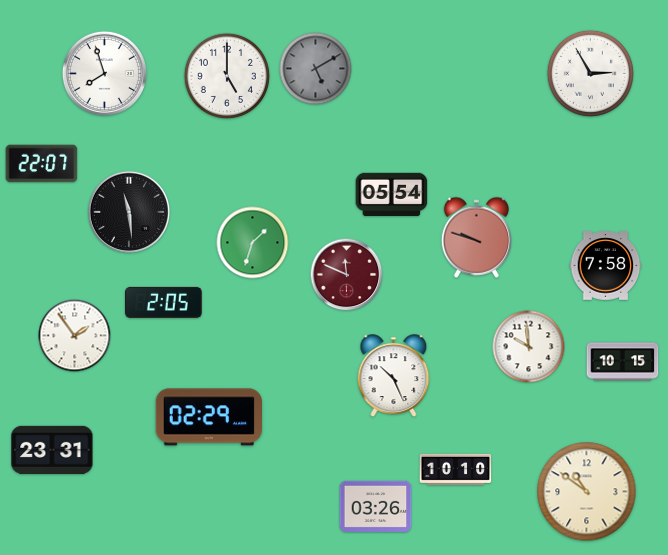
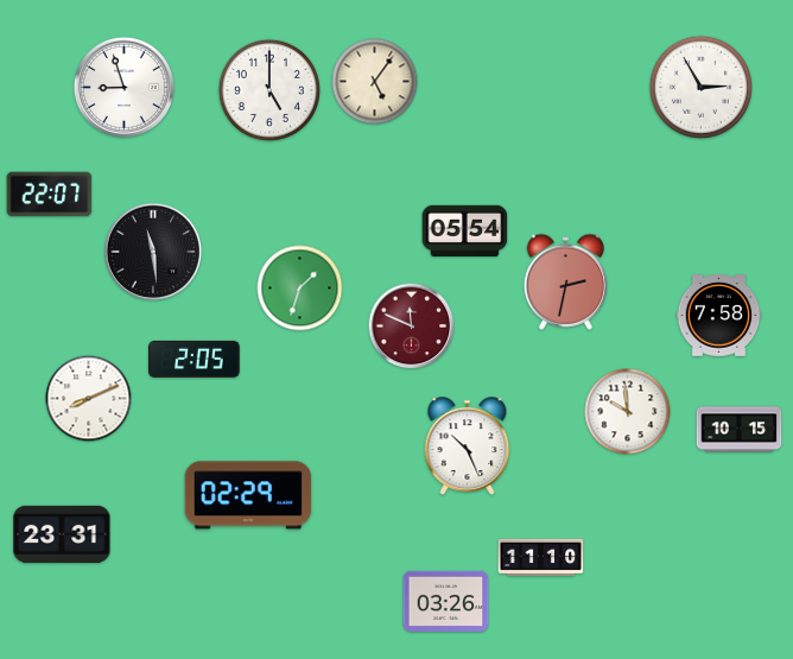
clock at (316, 69): 5:10 -> 5:06
clock at (316, 69) dial: grey -> cream
clock at (104, 73): 7:57 -> 8:57
clock at (476, 237): 9:48 -> 2:32
clock at (75, 336): 1:54 -> 8:11
clock at (456, 469): 10:10 -> 11:10
clock at (587, 492): 10:51 -> none
